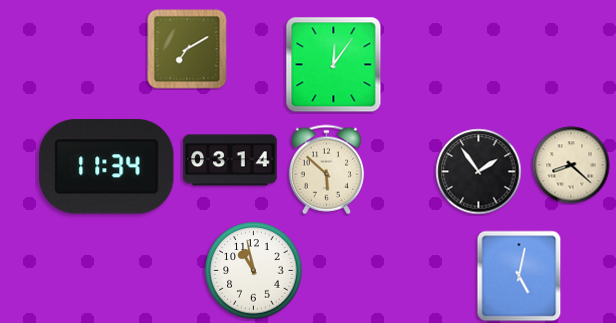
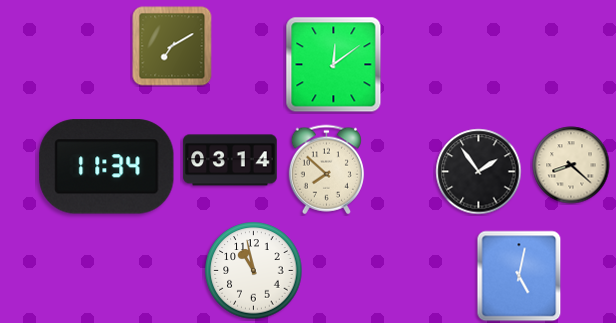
clock at (187, 49) position: (187, 49) -> (172, 46)
clock at (334, 65): 12:06 -> 12:09
clock at (326, 170): 5:52 -> 7:52
